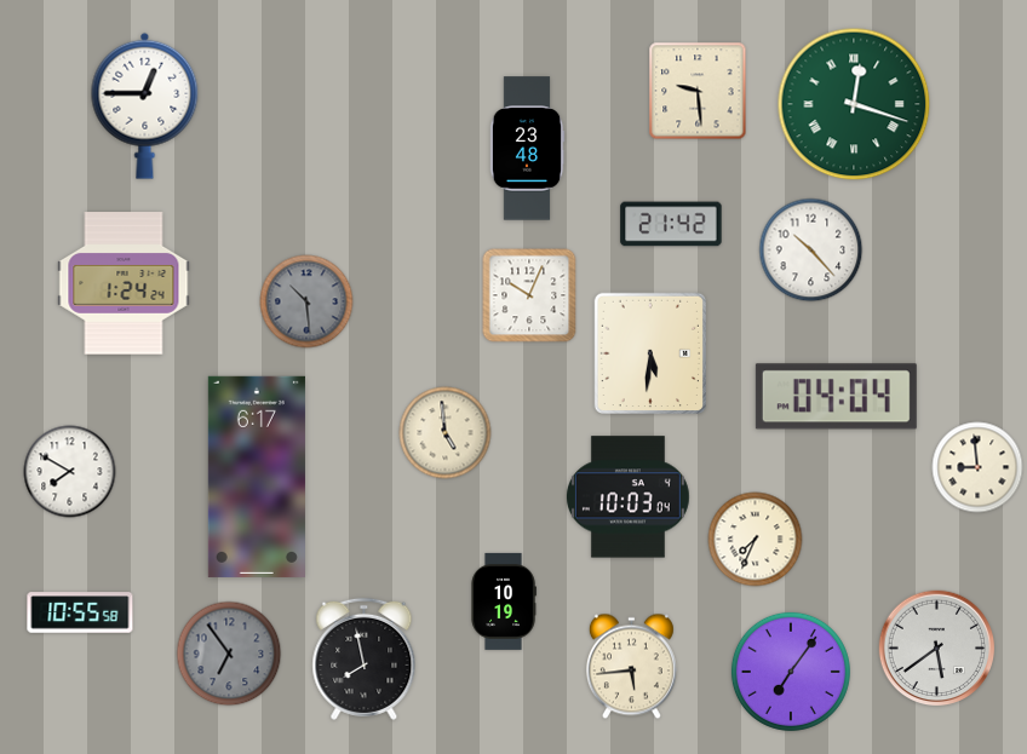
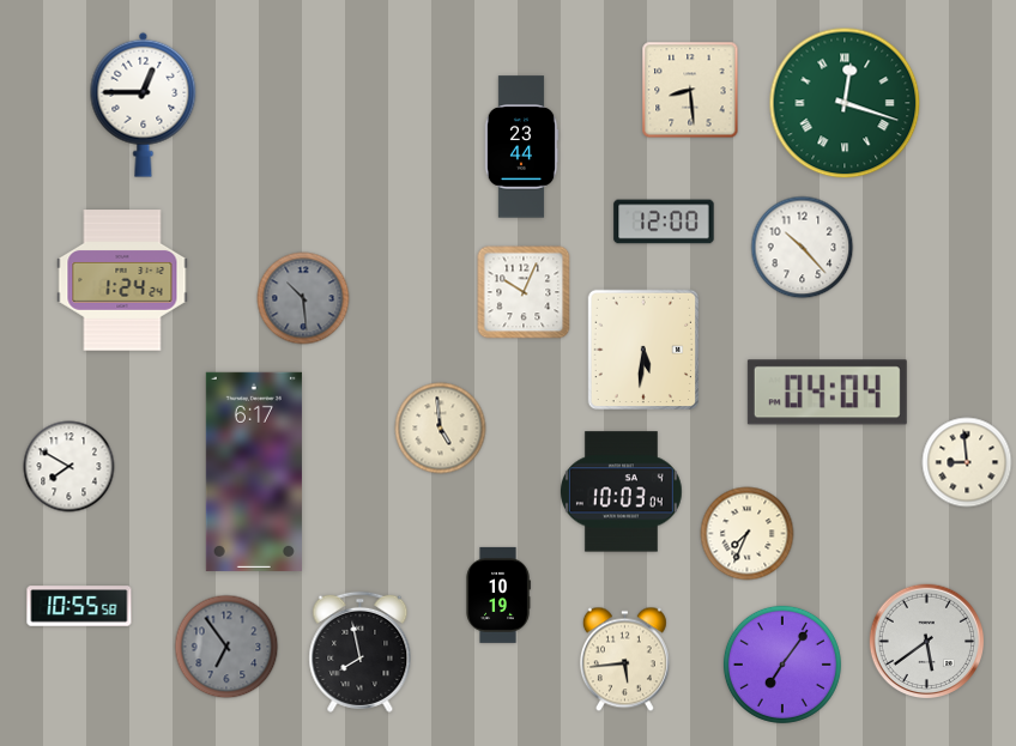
clock at (698, 91): 9:29 -> 8:29
clock at (527, 149): 23:48 -> 23:44
clock at (671, 224): 21:42 -> 12:00
